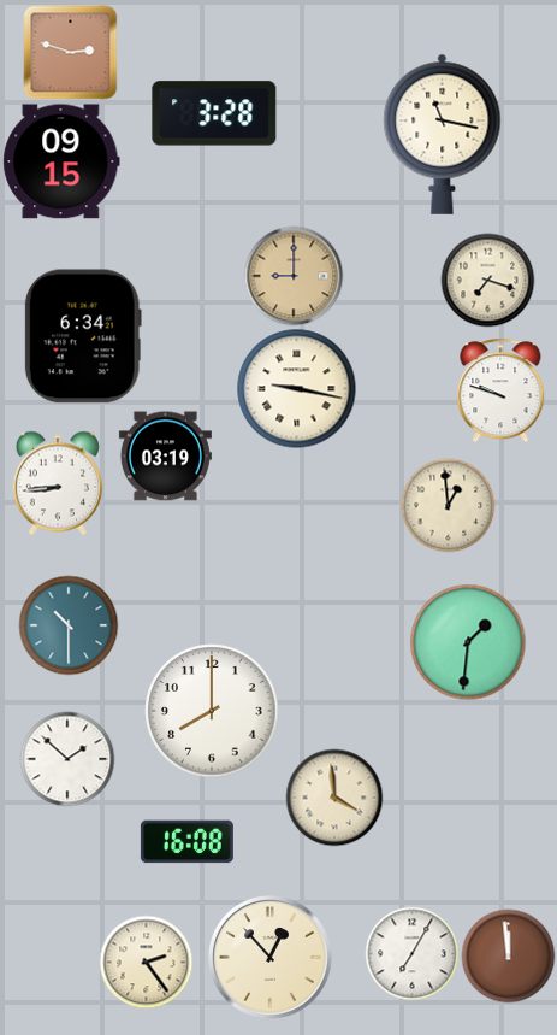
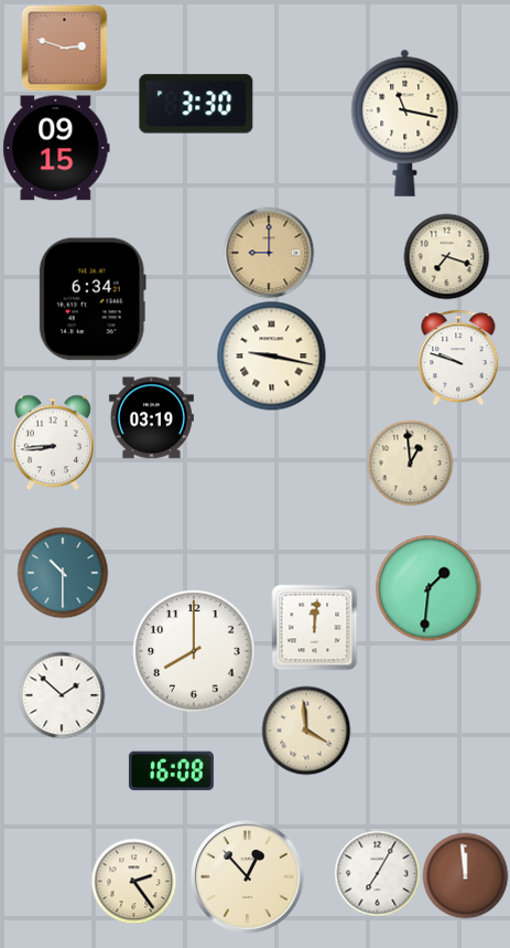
clock at (214, 113): 3:28 -> 3:30
clock at (83, 336) position: (83, 336) -> (93, 299)
clock at (314, 627): none -> 12:01
